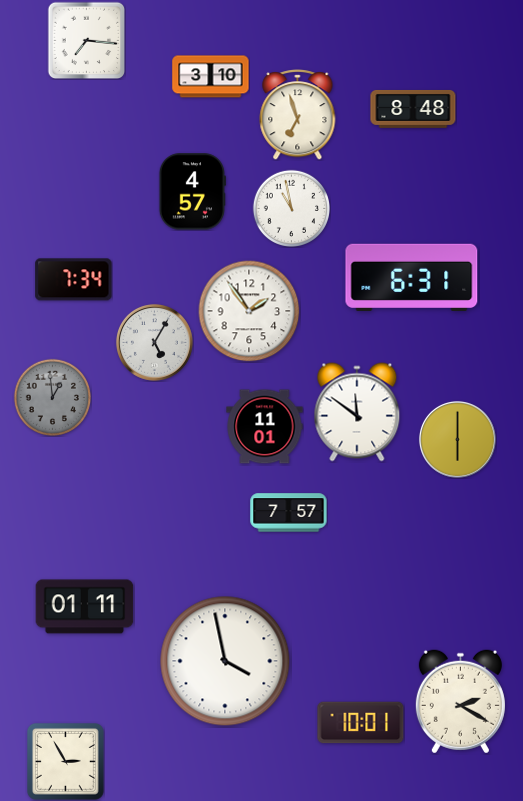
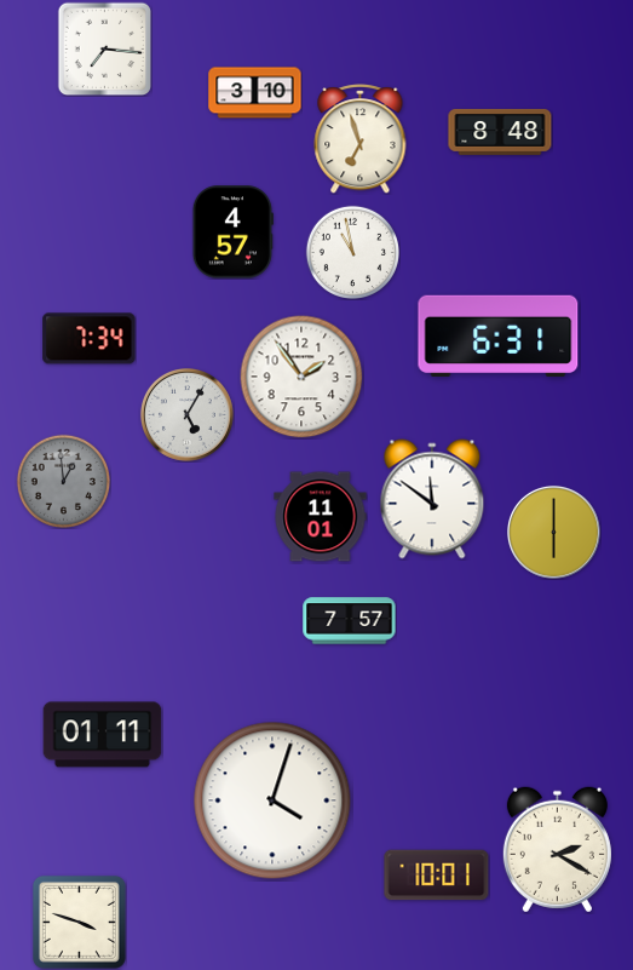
clock at (225, 661): 3:58 -> 4:03
clock at (65, 761): 2:55 -> 3:48
